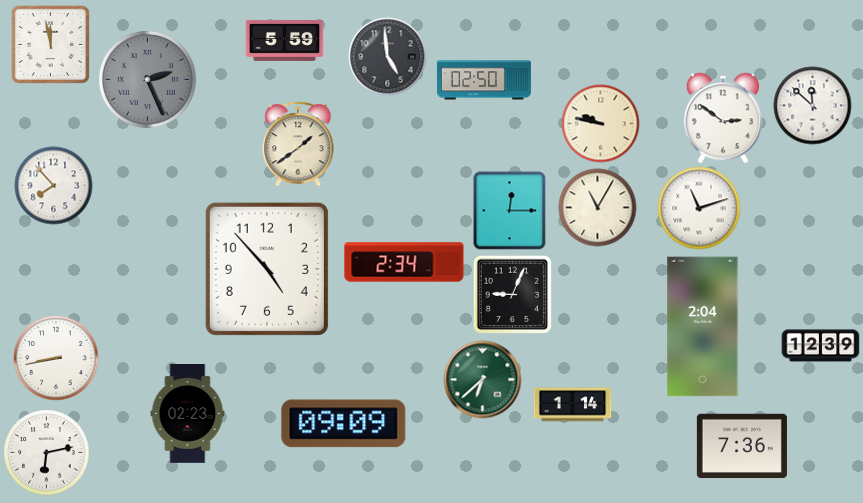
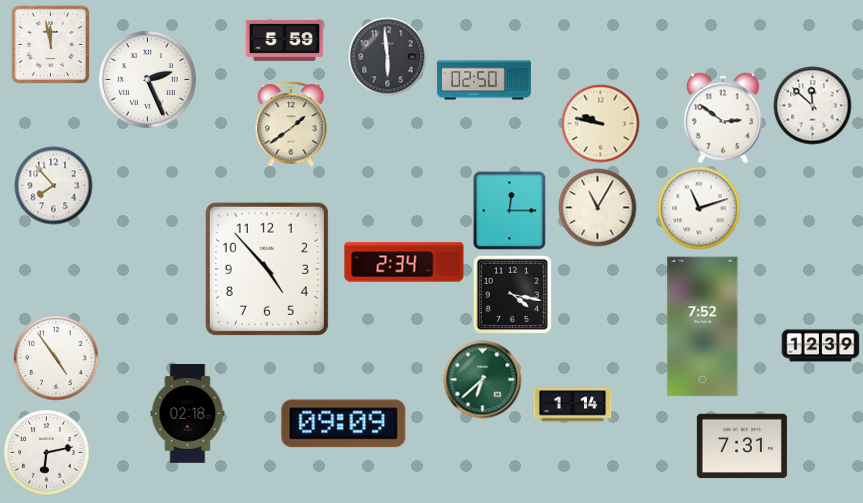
clock at (387, 56): 4:59 -> 5:59
clock at (147, 79) dial: grey -> white
clock at (298, 144) position: (298, 144) -> (291, 124)
clock at (512, 294): 9:04 -> 4:17
clock at (703, 327): 2:04 -> 7:52
clock at (56, 358): 8:43 -> 4:54
clock at (188, 414): 02:23 -> 02:18
clock at (742, 446): 7:36 -> 7:31
